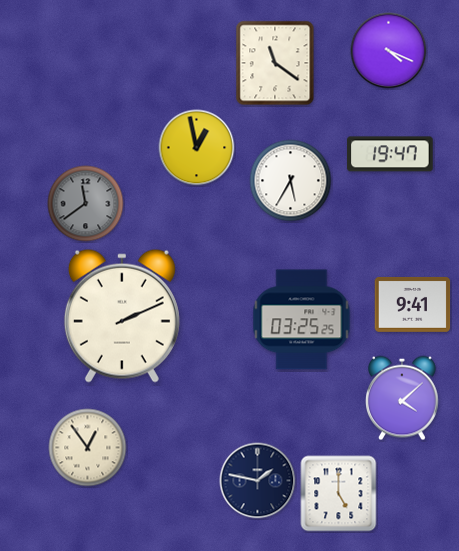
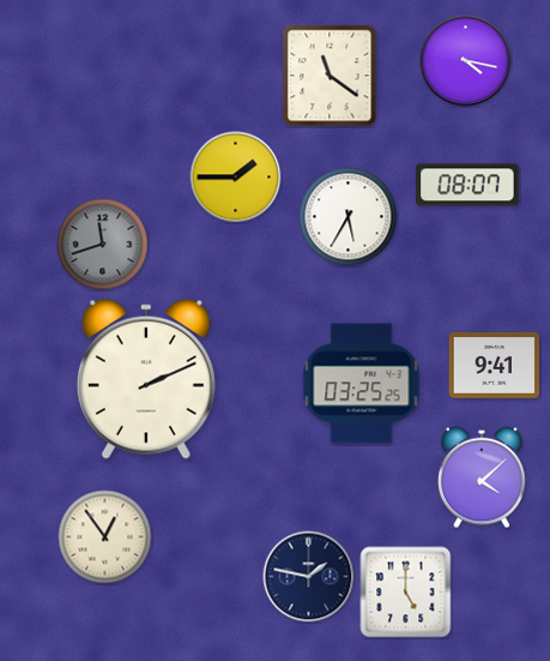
clock at (389, 51): 4:19 -> 4:17
clock at (197, 148): 12:58 -> 1:45
clock at (390, 154): 19:47 -> 08:07
clock at (86, 204): 11:39 -> 11:42
